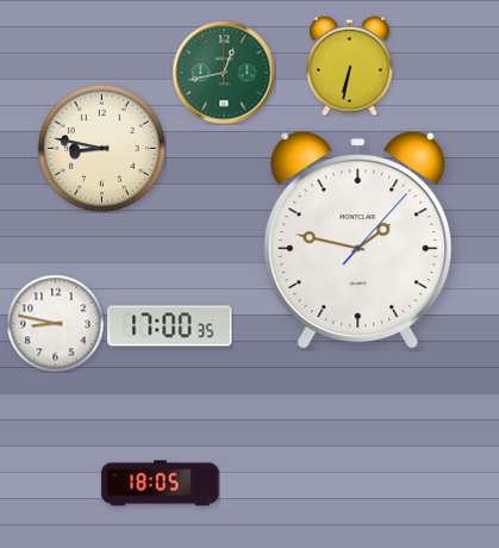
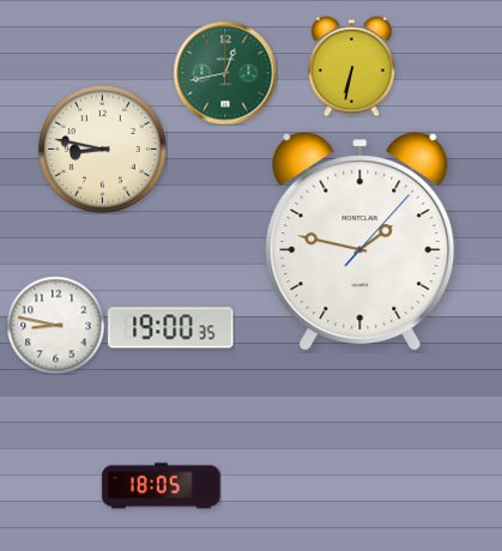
clock at (170, 326): 17:00 -> 19:00
